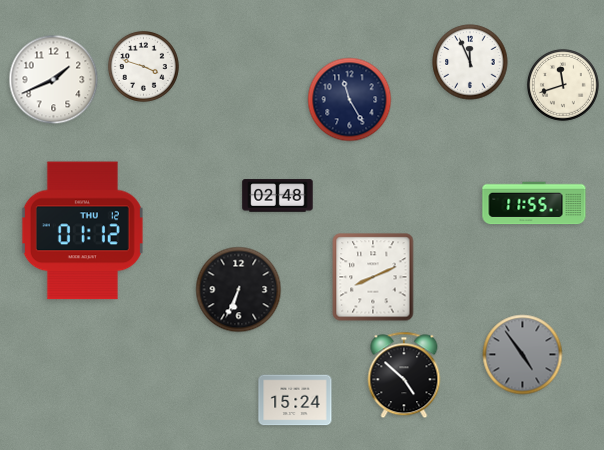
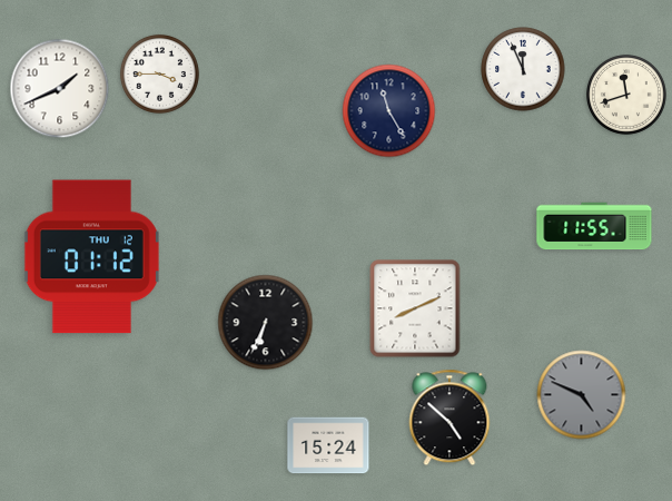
clock at (143, 66): 3:48 -> 3:45
clock at (278, 196): 02:48 -> none
clock at (523, 355): 4:54 -> 4:49
